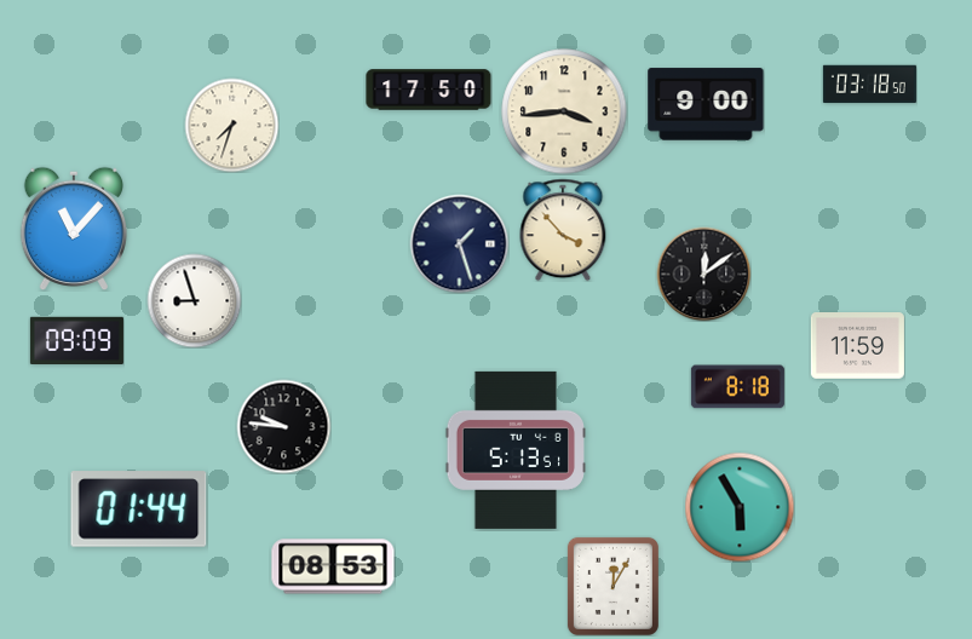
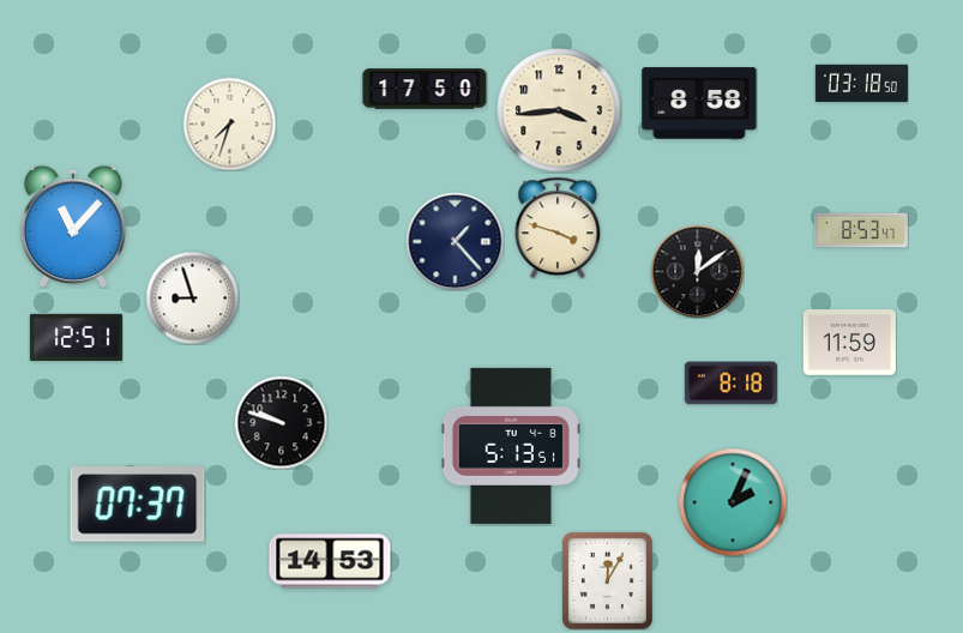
clock at (706, 104): 9:00 -> 8:58
clock at (563, 230): 3:53 -> 3:48
clock at (861, 230): none -> 8:53
clock at (459, 243): 1:27 -> 1:23
clock at (76, 340): 09:09 -> 12:51
clock at (283, 426): 9:46 -> 9:48
clock at (740, 507): 5:55 -> 2:04
clock at (139, 510): 01:44 -> 07:37
clock at (333, 566): 08:53 -> 14:53
